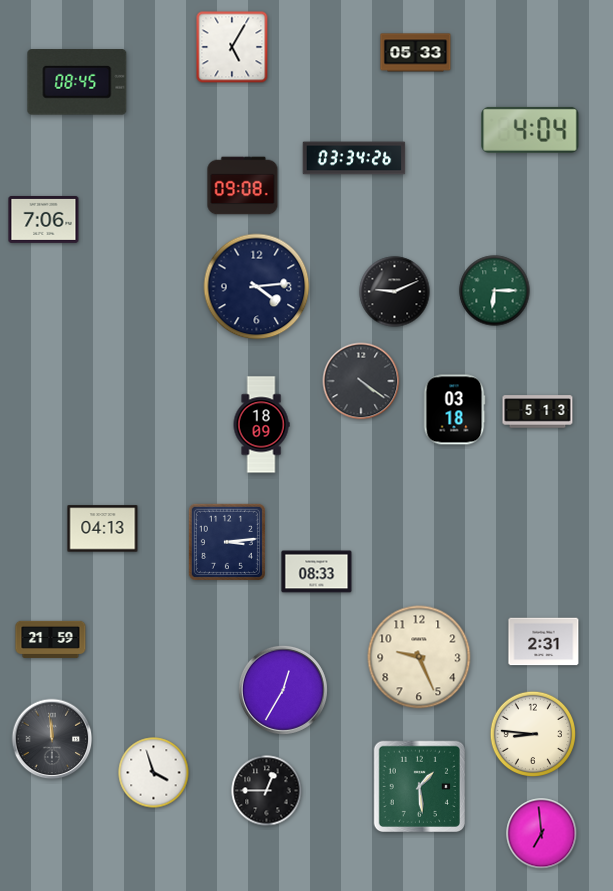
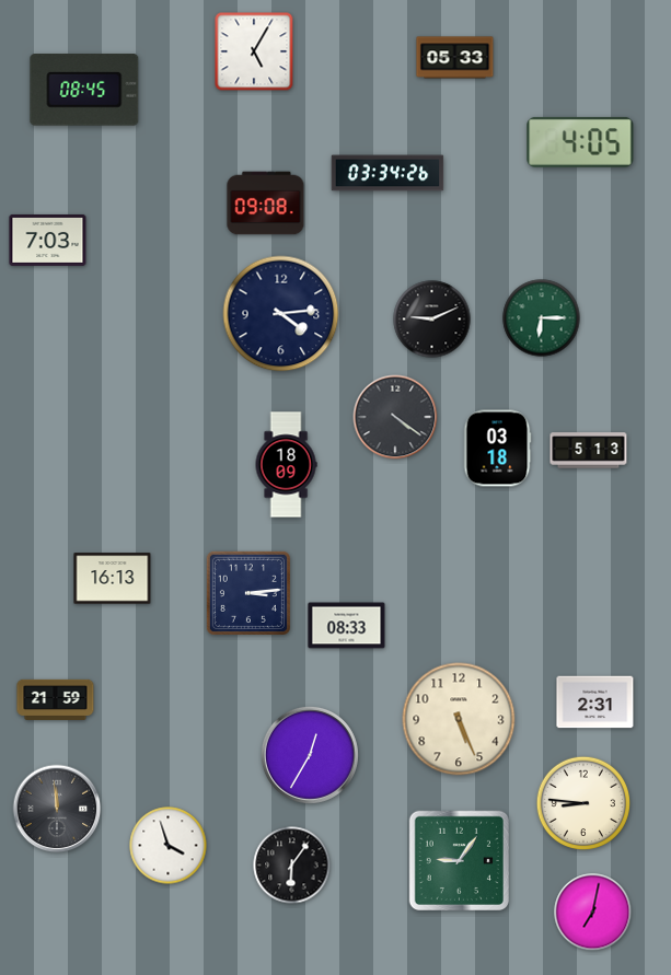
clock at (530, 130): 4:04 -> 4:05
clock at (44, 219): 7:06 -> 7:03
clock at (103, 529): 04:13 -> 16:13
clock at (419, 657): 9:26 -> 5:26
clock at (419, 786): 1:29 -> 9:06
clock at (267, 791): 12:45 -> 6:06
clock at (542, 834): 6:59 -> 7:02
